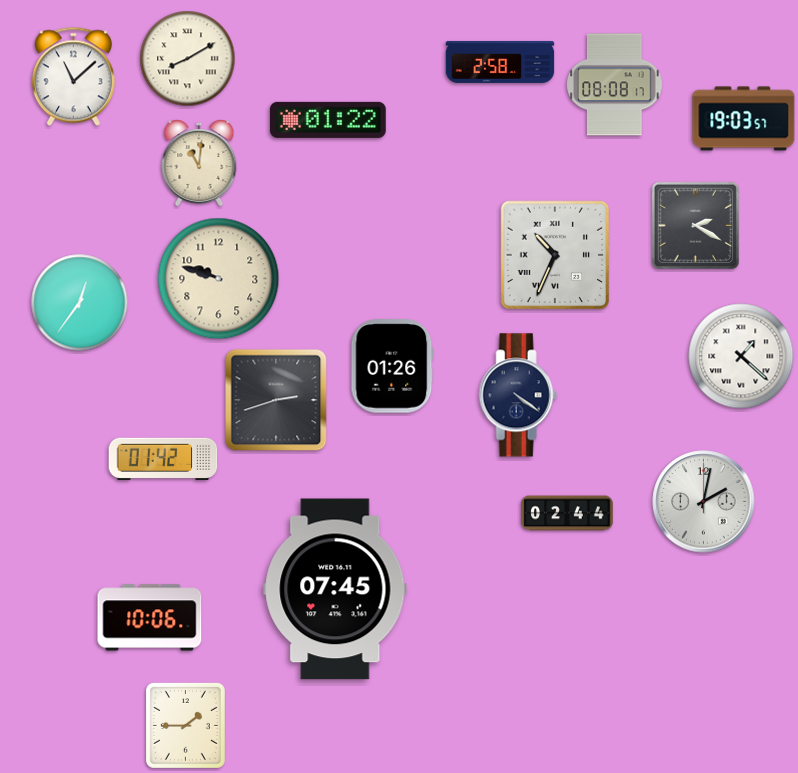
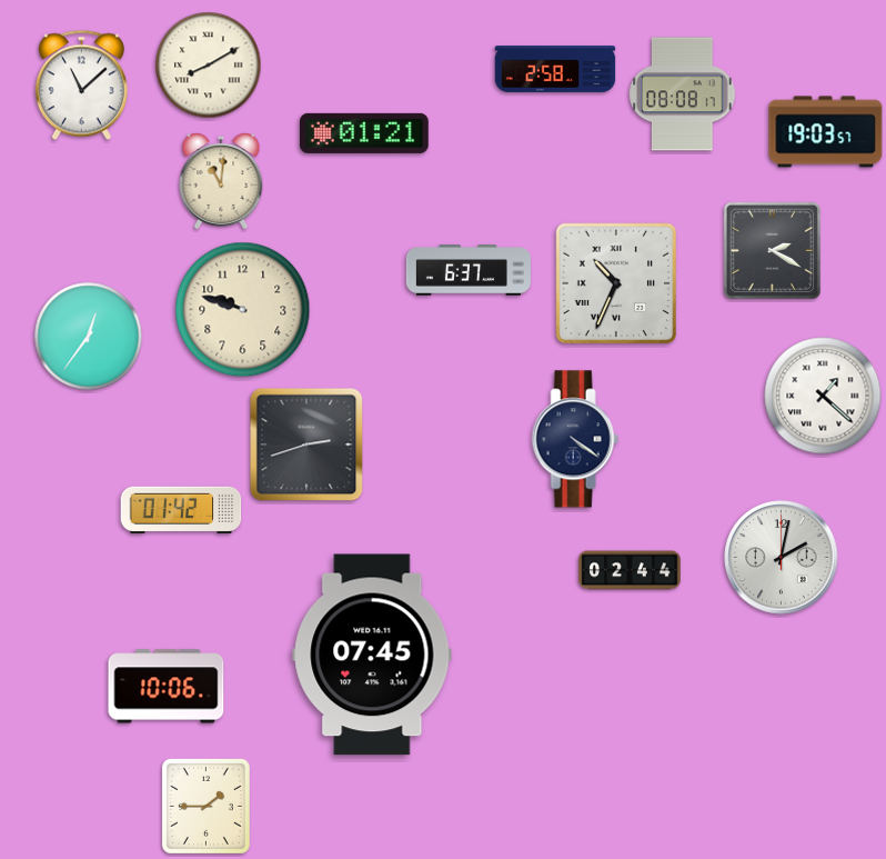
clock at (328, 120): 01:22 -> 01:21
clock at (469, 270): none -> 6:37
clock at (392, 366): 01:26 -> none
